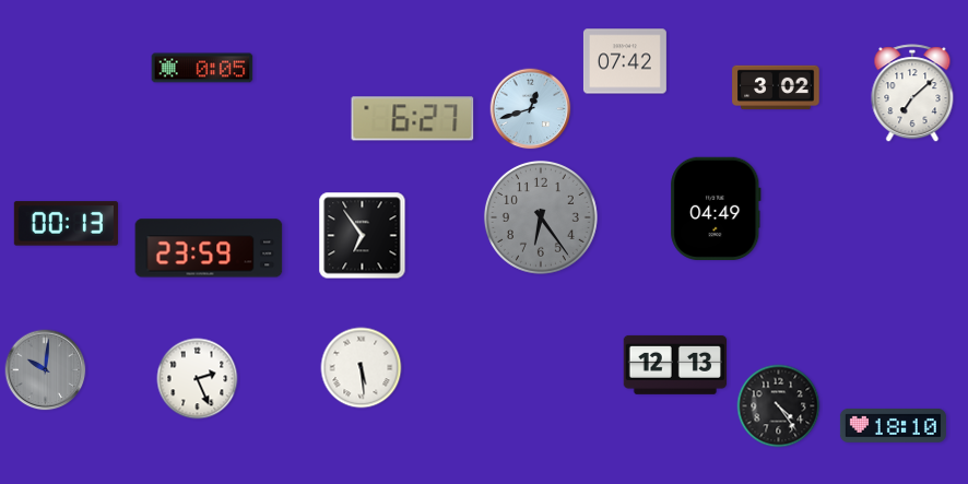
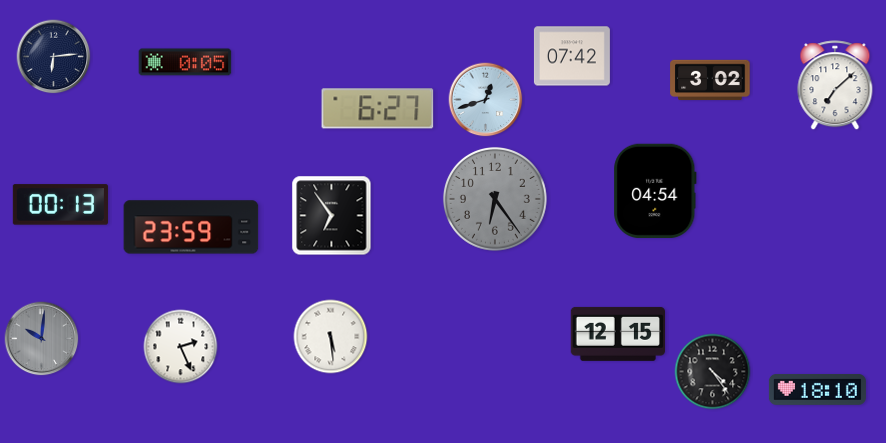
clock at (54, 57): none -> 6:14
clock at (716, 208): 04:49 -> 04:54
clock at (675, 365): 12:13 -> 12:15
